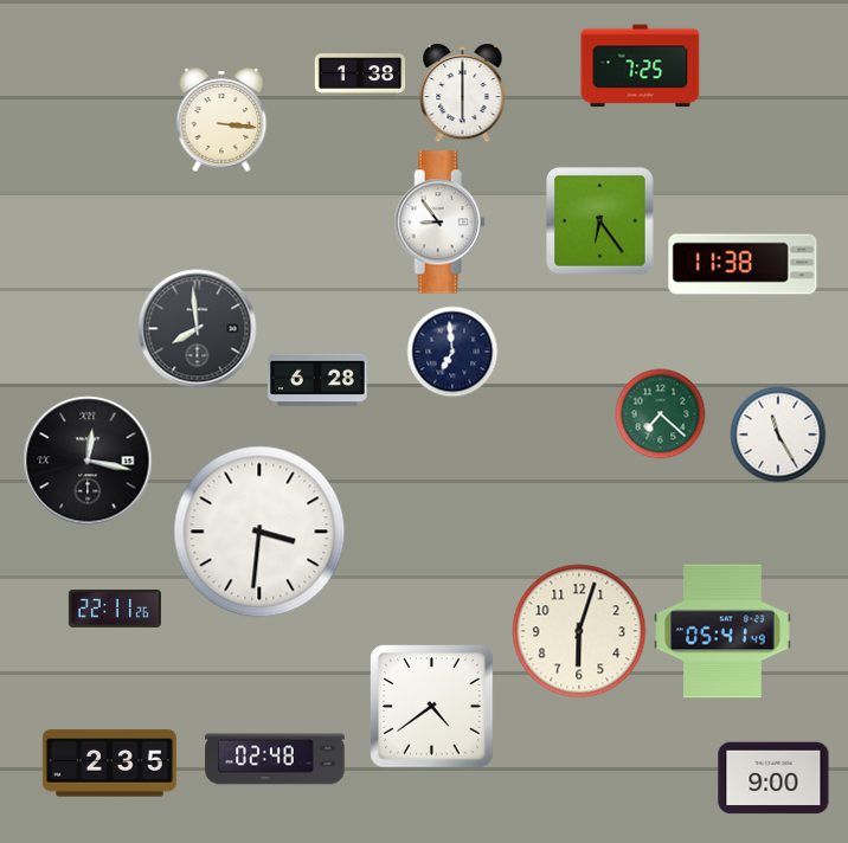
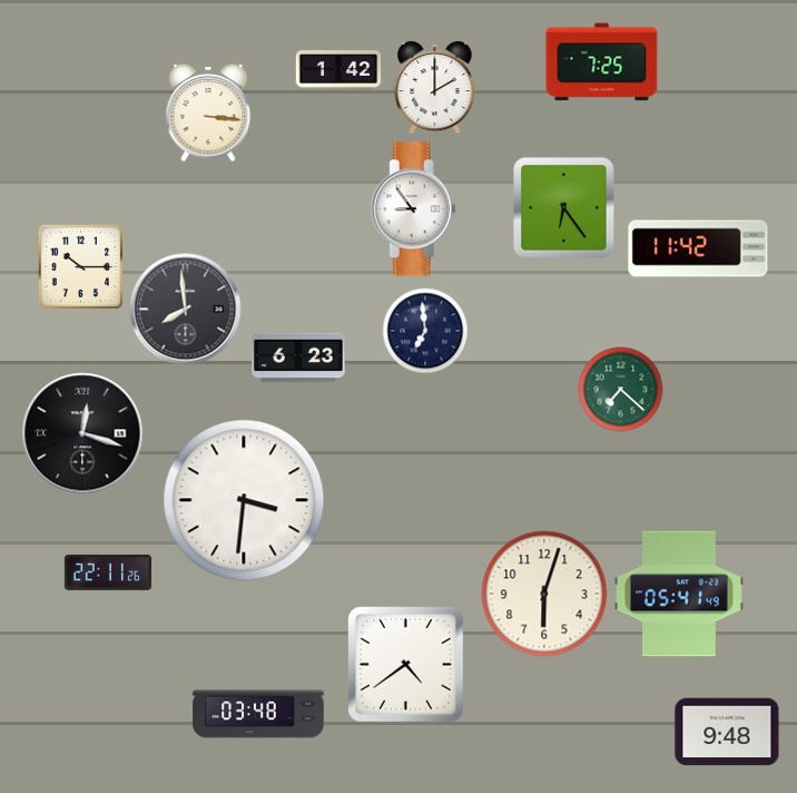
clock at (360, 75): 1:38 -> 1:42
clock at (463, 94): 6:00 -> 2:00
clock at (743, 264): 11:38 -> 11:42
clock at (81, 267): none -> 10:15
clock at (317, 380): 6:28 -> 6:23
clock at (778, 435): 11:25 -> none
clock at (88, 461): 12:17 -> 12:18
clock at (275, 759): 02:48 -> 03:48
clock at (109, 764): 2:35 -> none
clock at (773, 778): 9:00 -> 9:48
